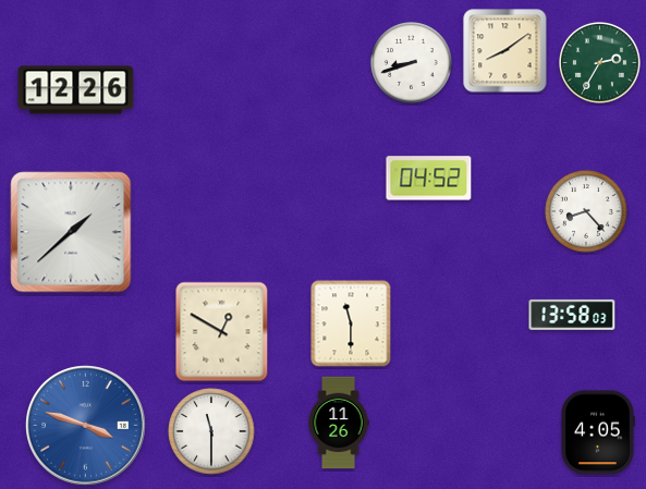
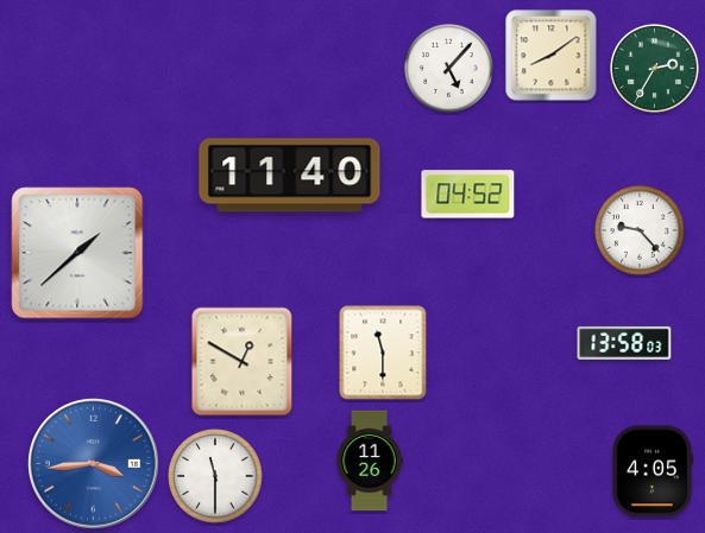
clock at (412, 63): 8:42 -> 5:07
clock at (76, 90): 12:26 -> none
clock at (290, 176): none -> 11:40
clock at (586, 211): 8:23 -> 9:23
clock at (86, 426): 3:48 -> 3:44
clock at (211, 431) position: (211, 431) -> (215, 476)
